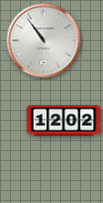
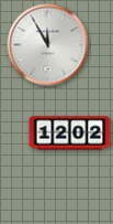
clock at (44, 41): 10:54 -> 11:55
